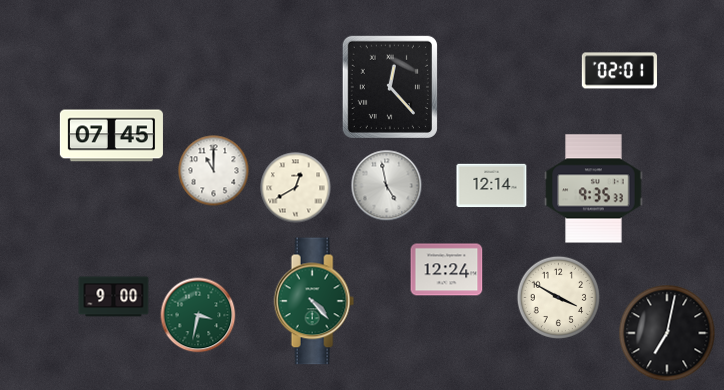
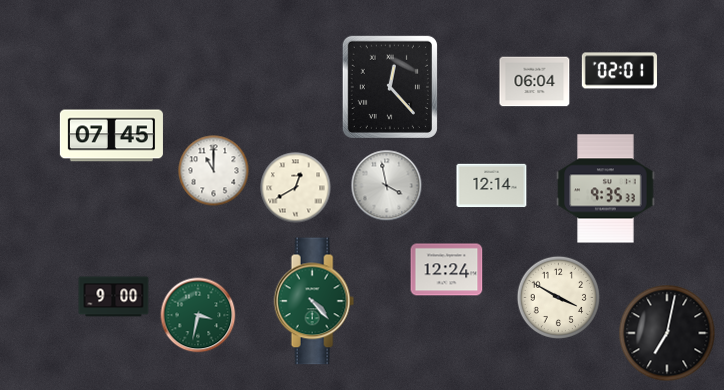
clock at (535, 82): none -> 06:04
clock at (387, 186): 4:58 -> 3:58
clock at (594, 189) position: (594, 189) -> (606, 189)
